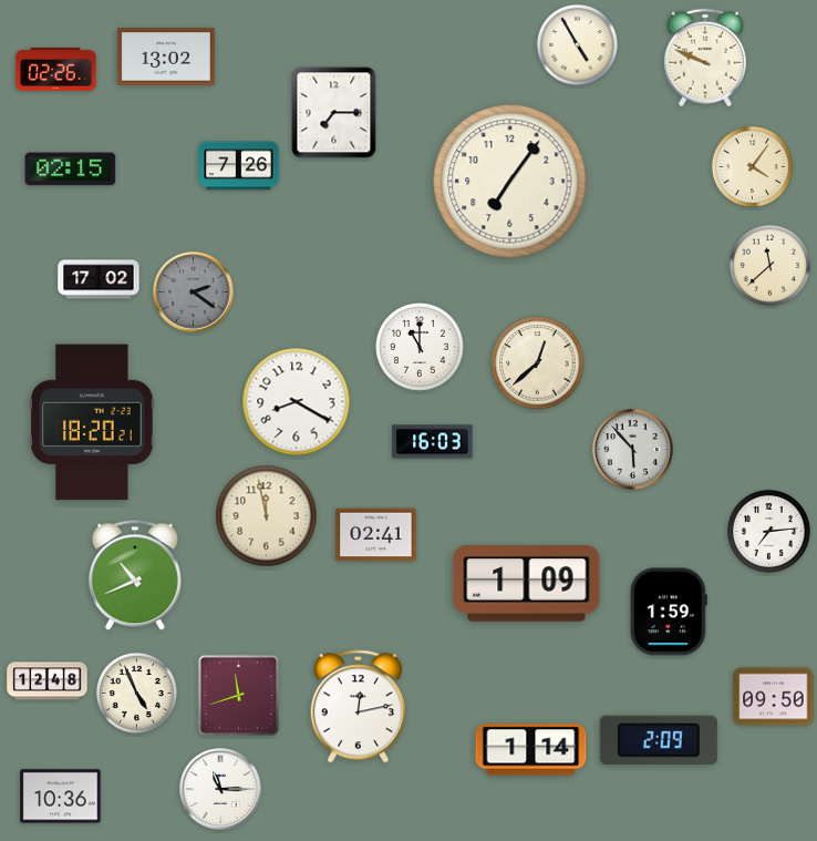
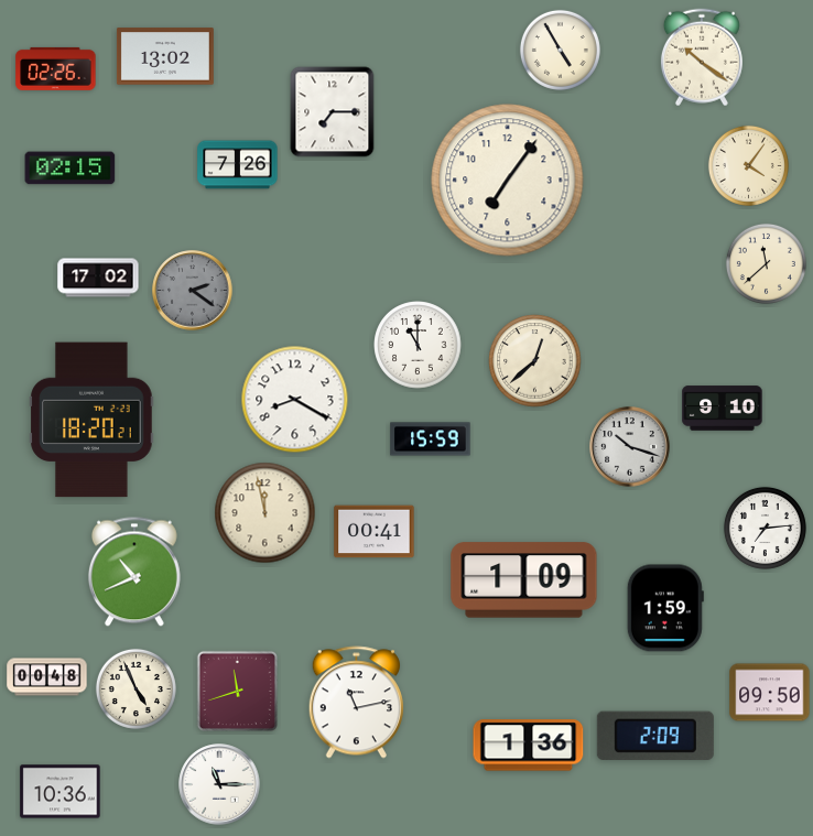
clock at (577, 44) position: (577, 44) -> (560, 50)
clock at (705, 58): 9:49 -> 10:21
clock at (723, 409): none -> 9:10
clock at (433, 442): 16:03 -> 15:59
clock at (633, 450): 5:53 -> 10:18
clock at (376, 535): 02:41 -> 00:41
clock at (48, 681): 12:48 -> 00:48
clock at (358, 707): 12:13 -> 11:13
clock at (531, 750): 1:14 -> 1:36
